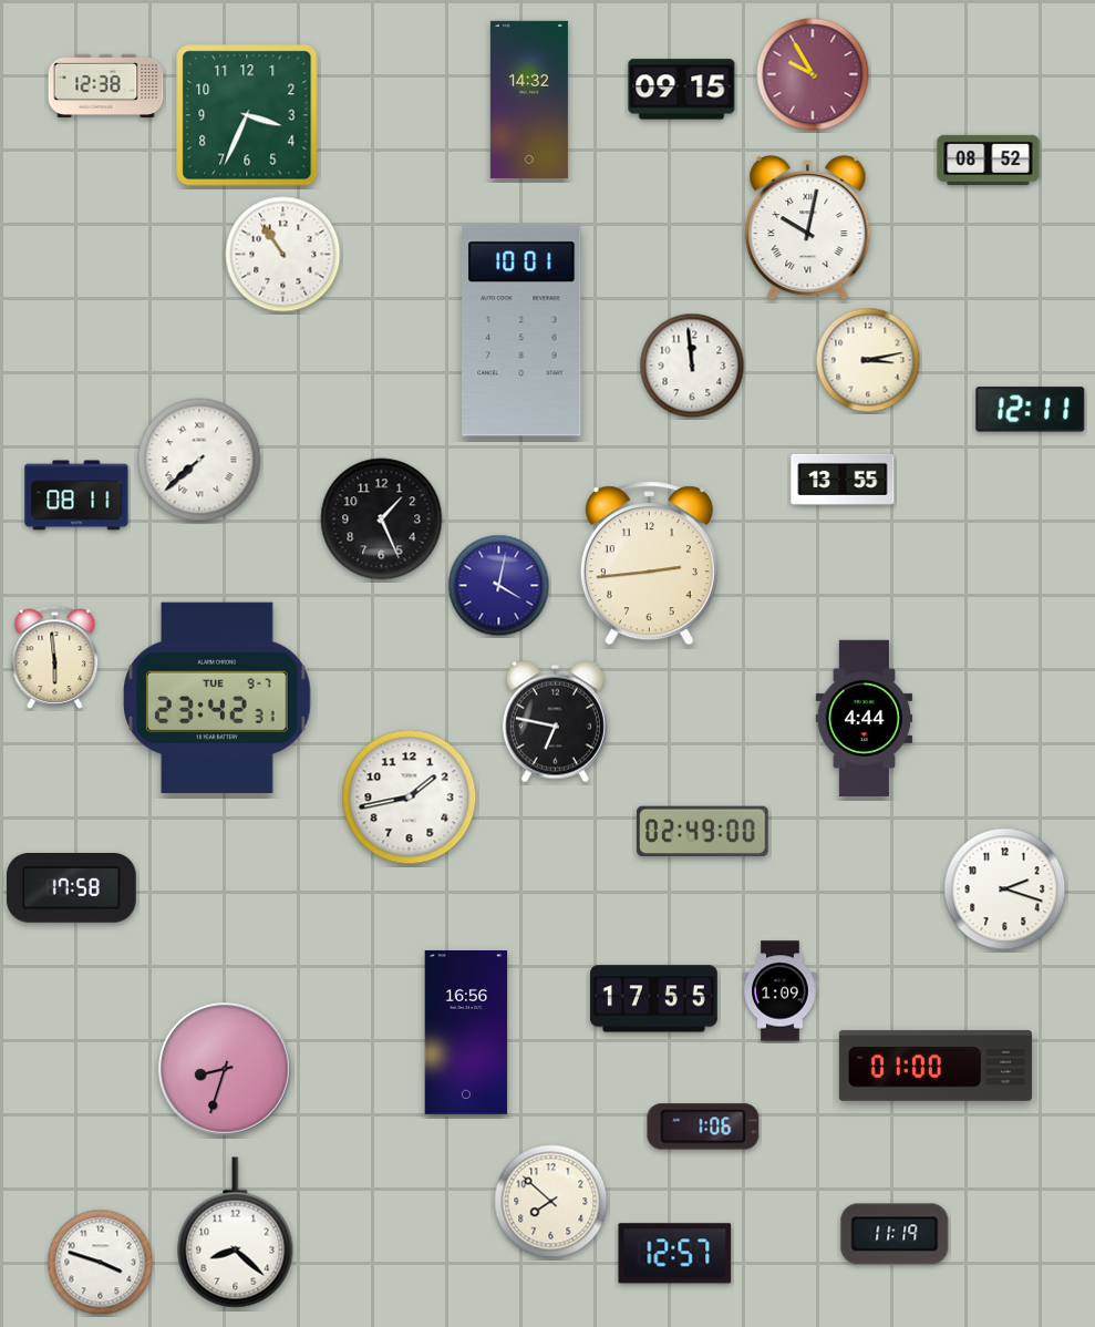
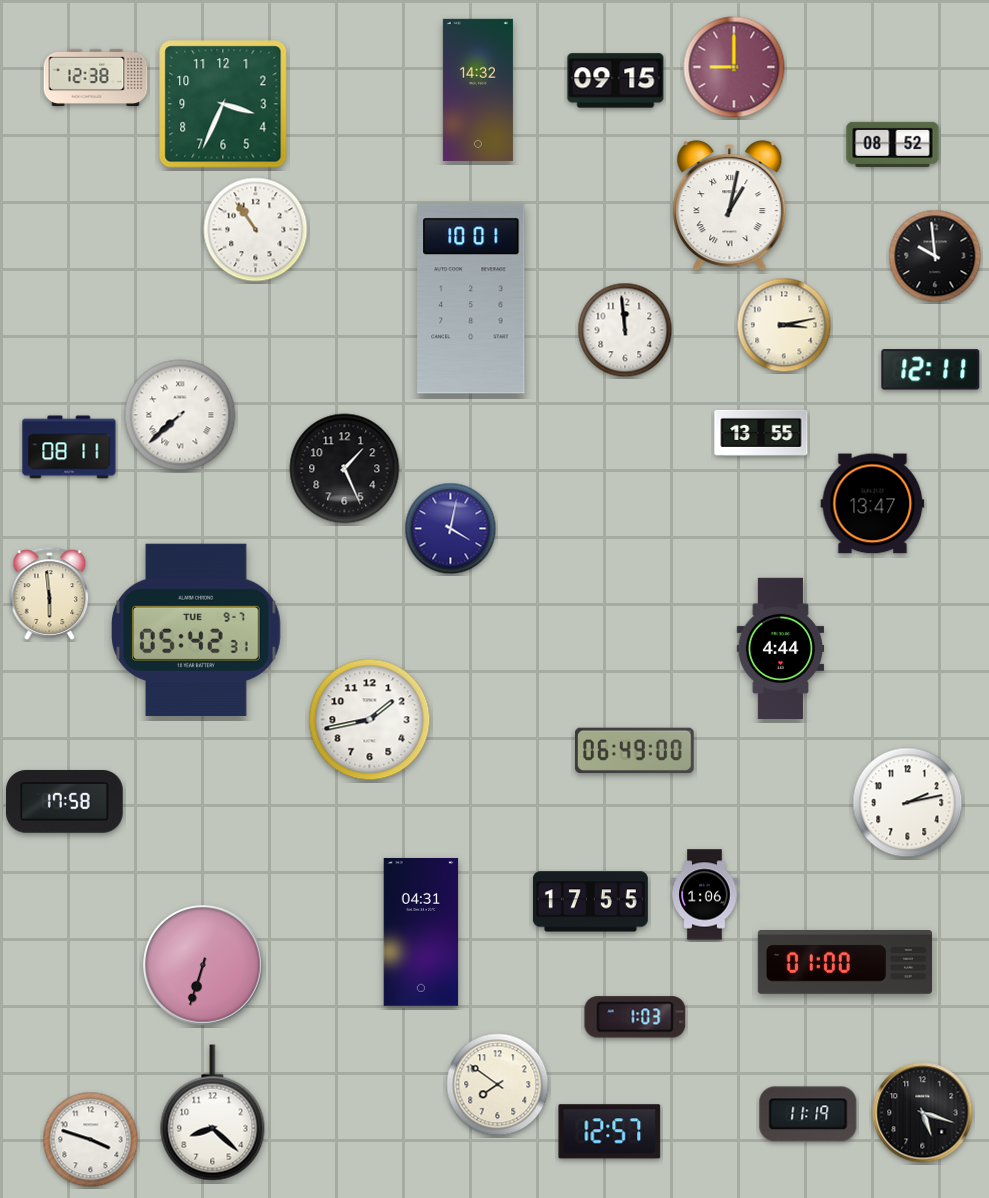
clock at (813, 74): 9:55 -> 9:00
clock at (808, 228): 10:02 -> 1:02
clock at (935, 256): none -> 9:59
clock at (873, 504): none -> 13:47
clock at (649, 564): 2:44 -> none
clock at (217, 698): 23:42 -> 05:42
clock at (555, 722): 6:47 -> none
clock at (703, 831): 02:49 -> 06:49
clock at (1005, 889): 2:18 -> 2:13
clock at (781, 991): 1:09 -> 1:06
clock at (466, 1032): 16:56 -> 04:31
clock at (226, 1070): 8:33 -> 6:33
clock at (703, 1127): 1:06 -> 1:03
clock at (551, 1202): 7:52 -> 7:51
clock at (923, 1113): none -> 5:18
